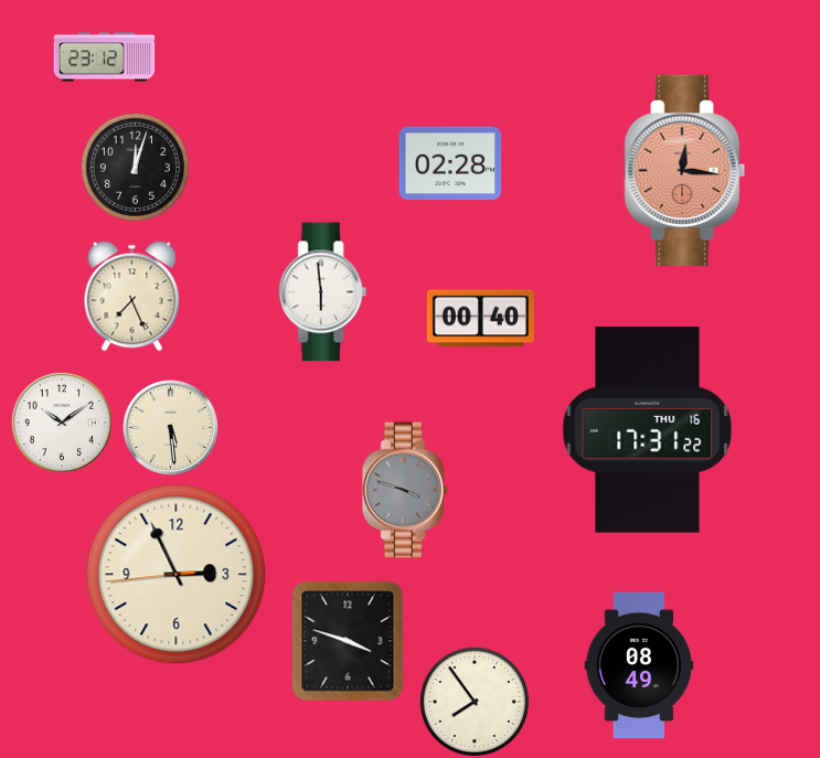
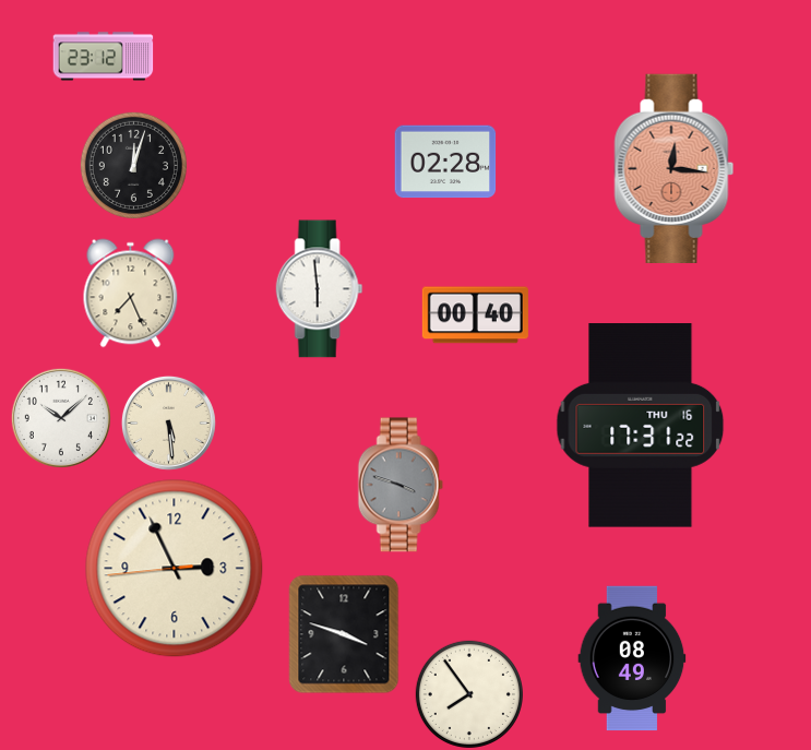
clock at (685, 170) position: (685, 170) -> (675, 168)
clock at (62, 423): 10:09 -> 10:08
